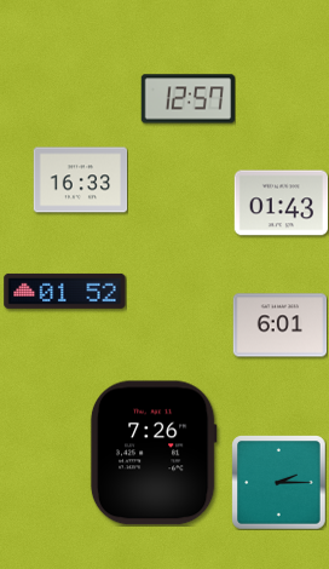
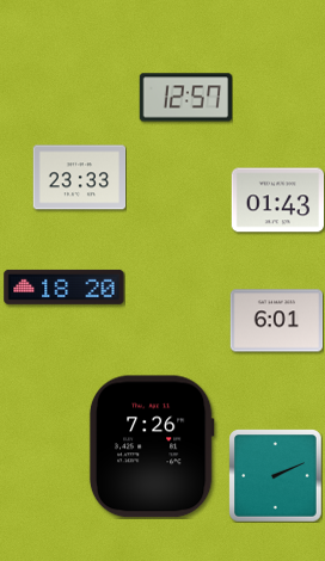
clock at (80, 180): 16:33 -> 23:33
clock at (65, 291): 01:52 -> 18:20
clock at (278, 482): 2:15 -> 2:11
